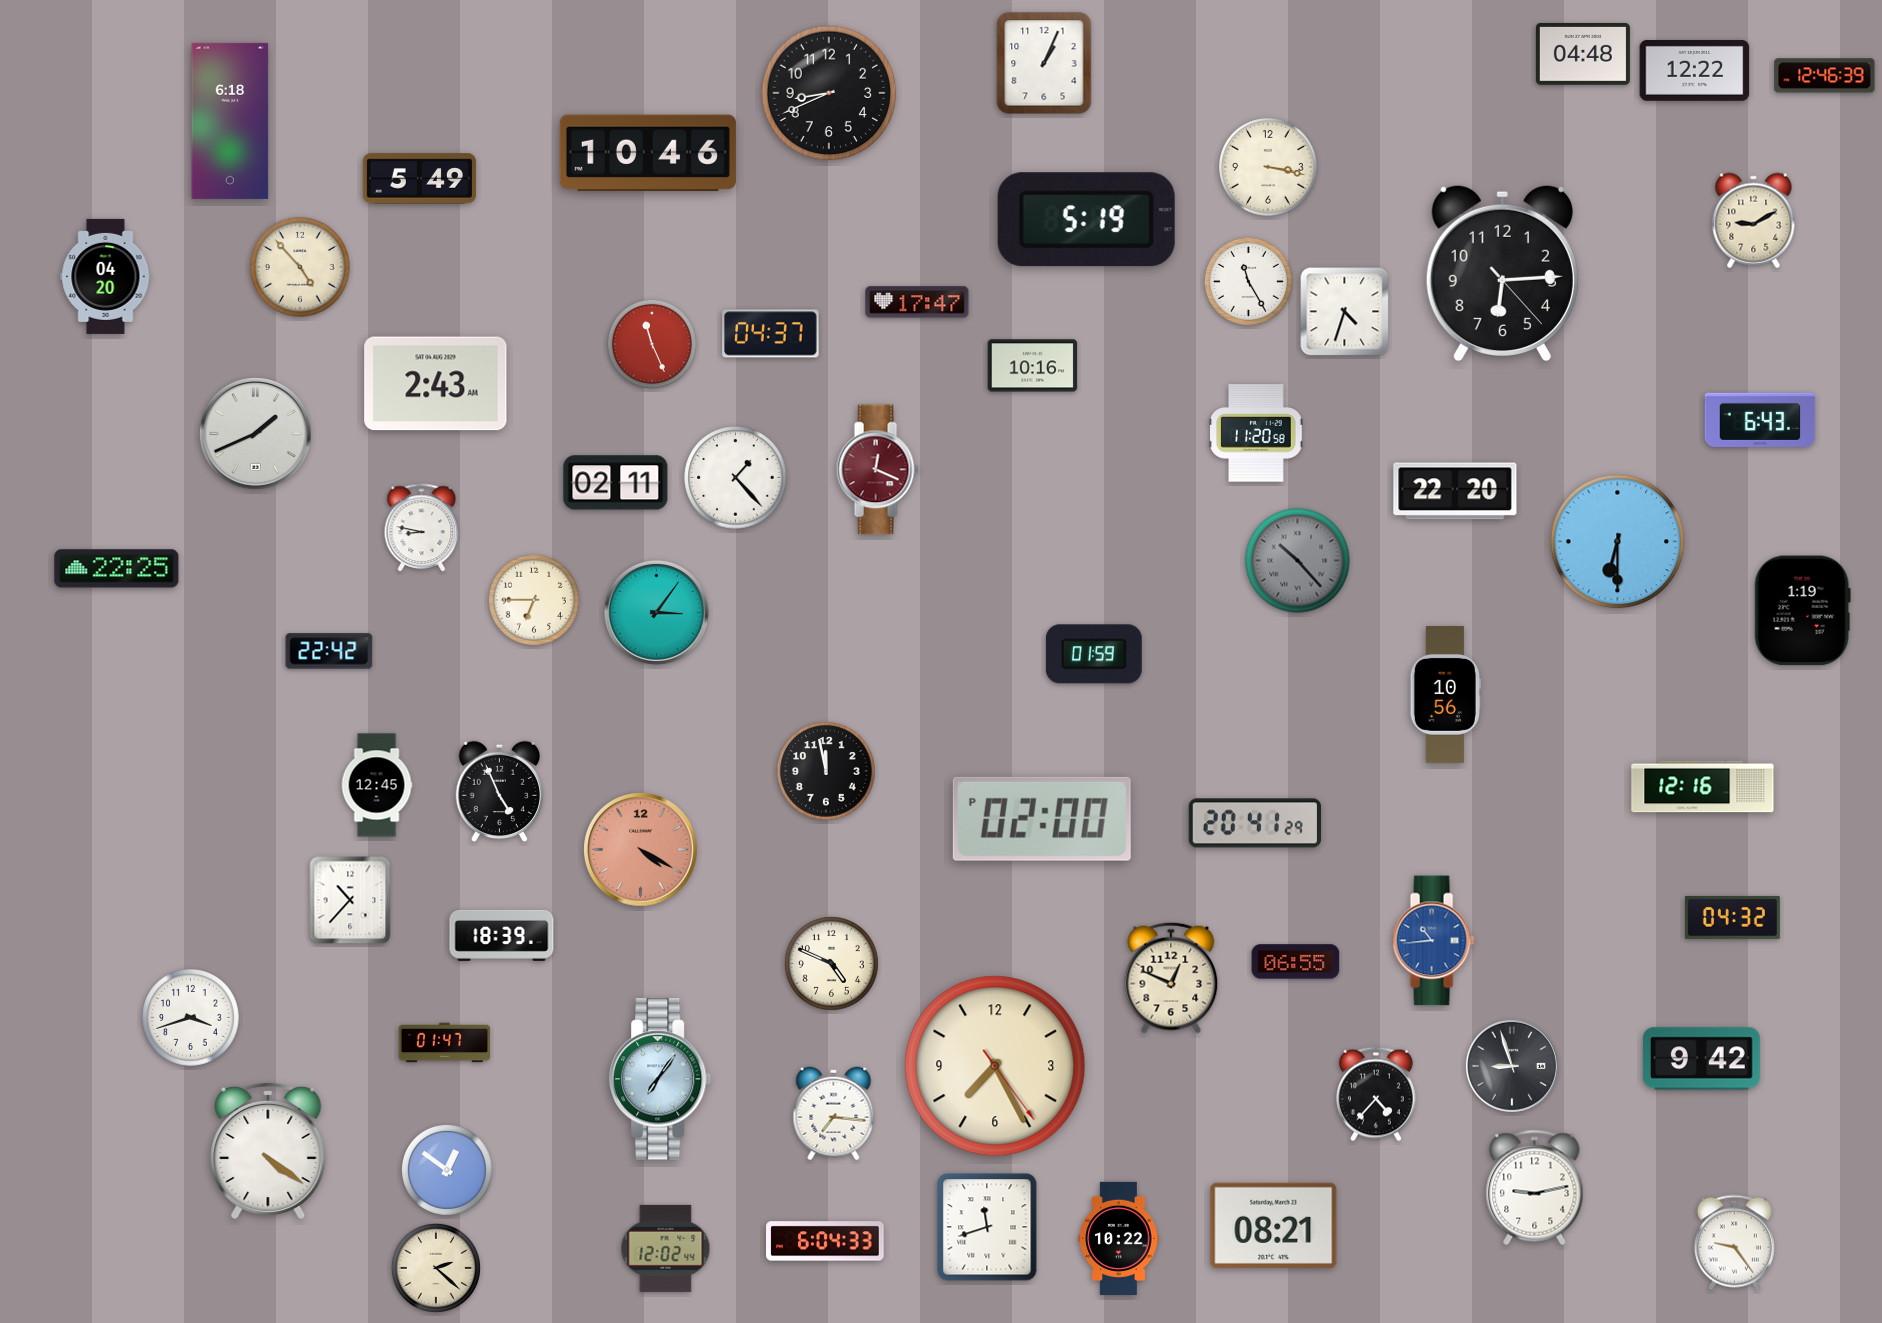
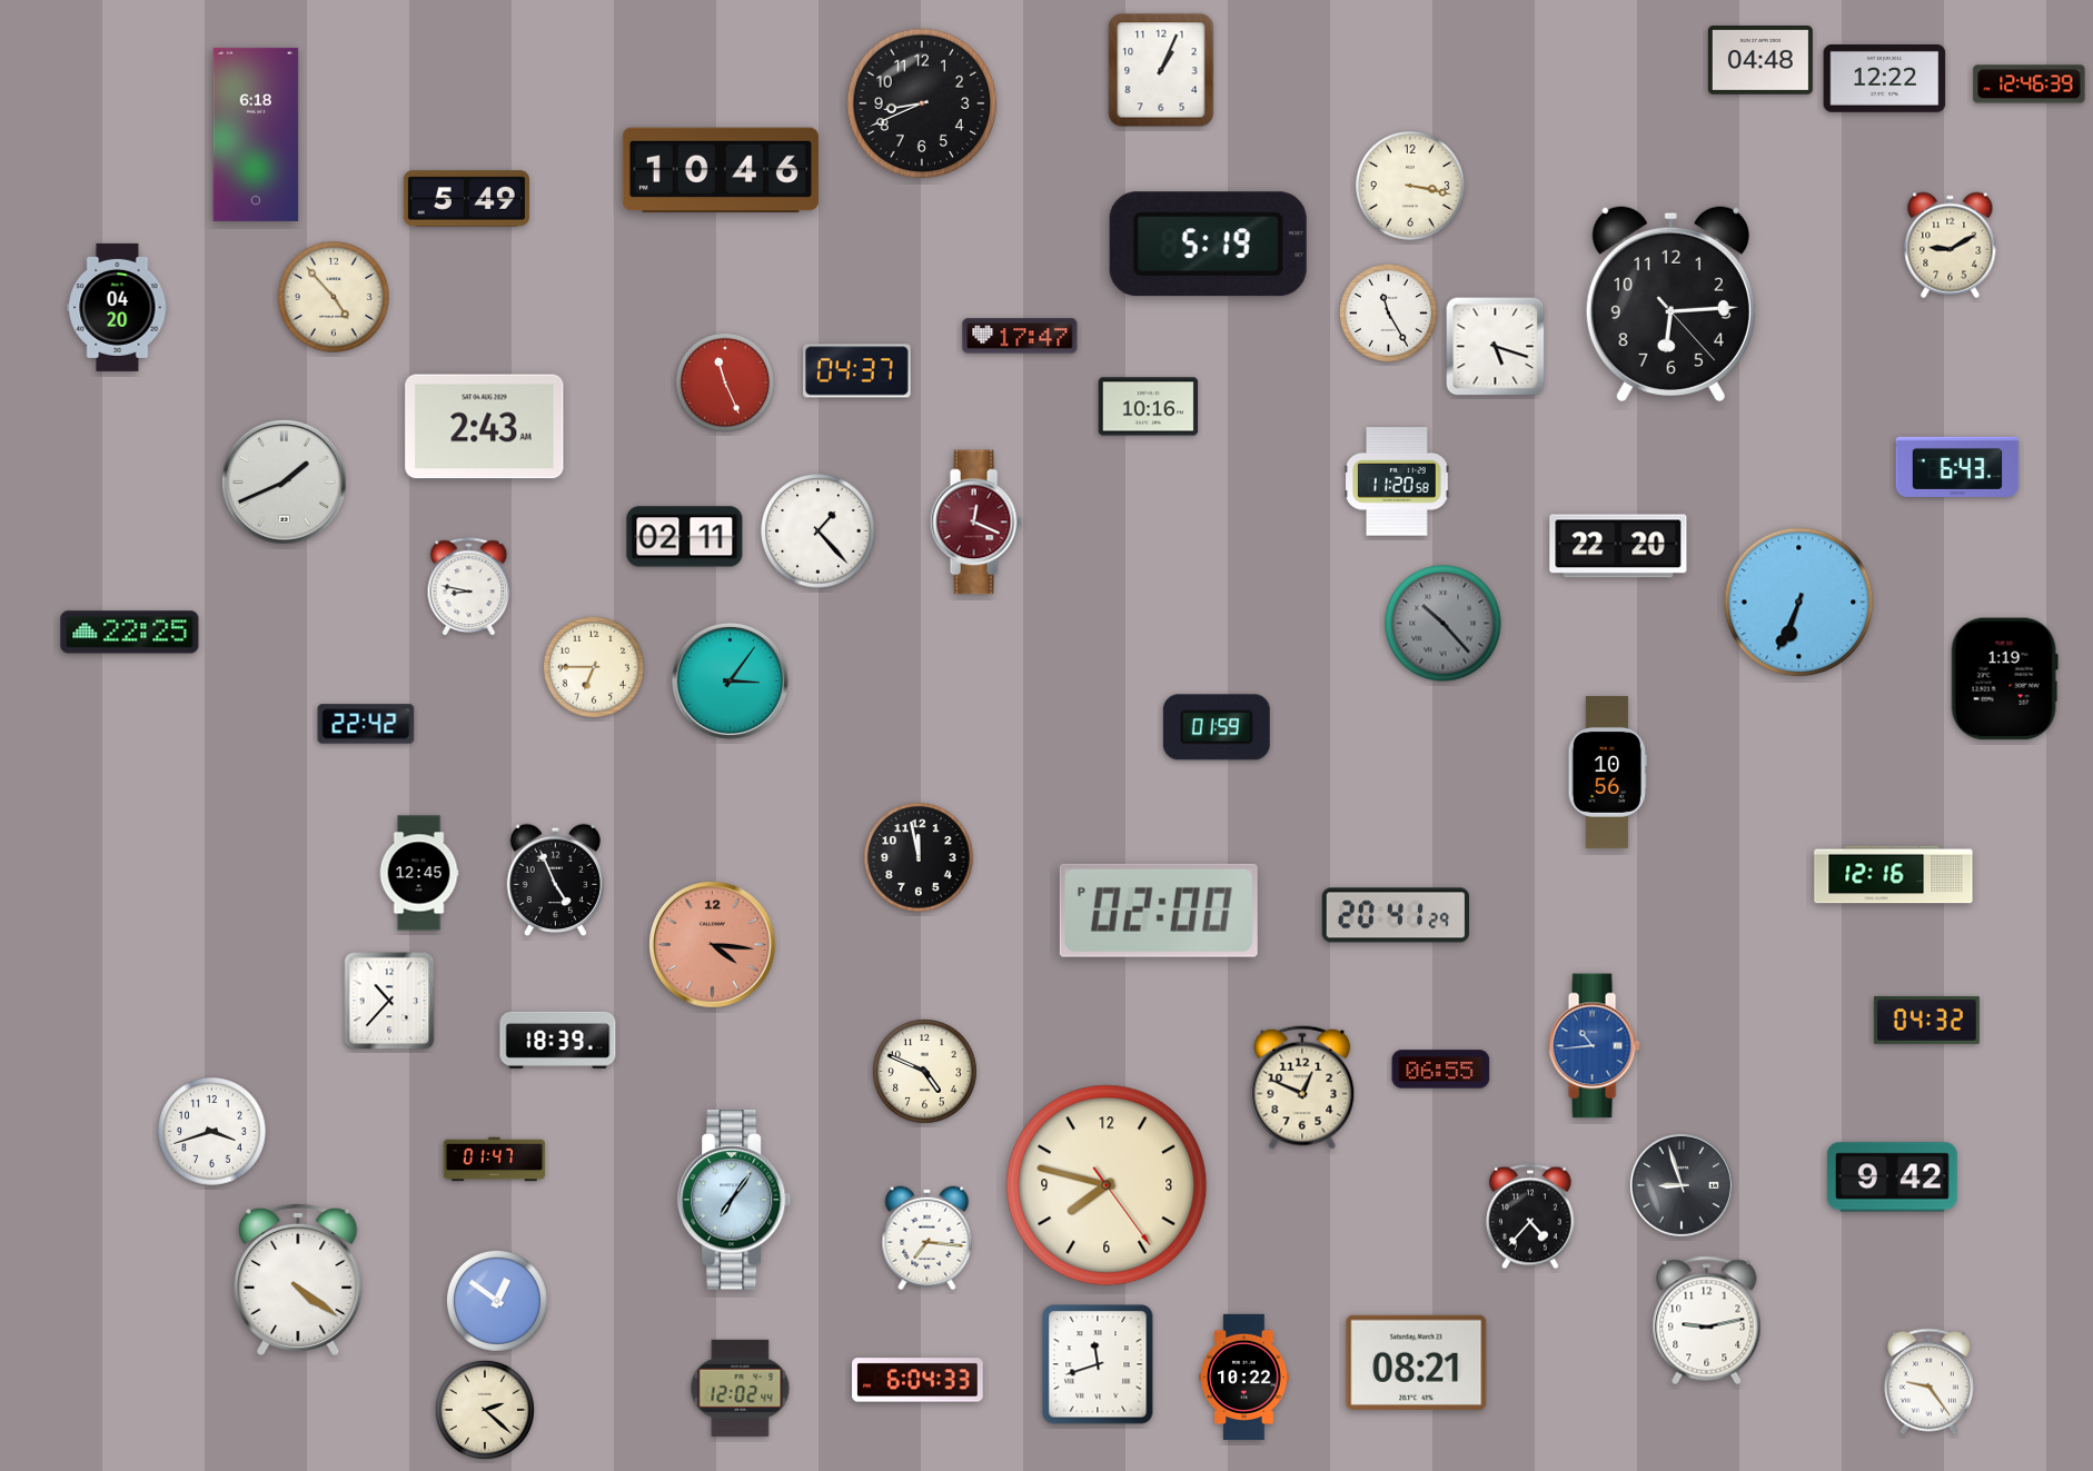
clock at (1345, 312): 4:33 -> 5:18
clock at (1618, 542): 6:30 -> 6:34
clock at (641, 850): 4:20 -> 4:16
clock at (995, 1066): 7:25 -> 7:47
